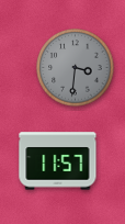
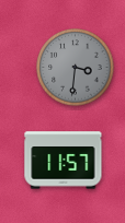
clock at (58, 161) position: (58, 161) -> (64, 161)
